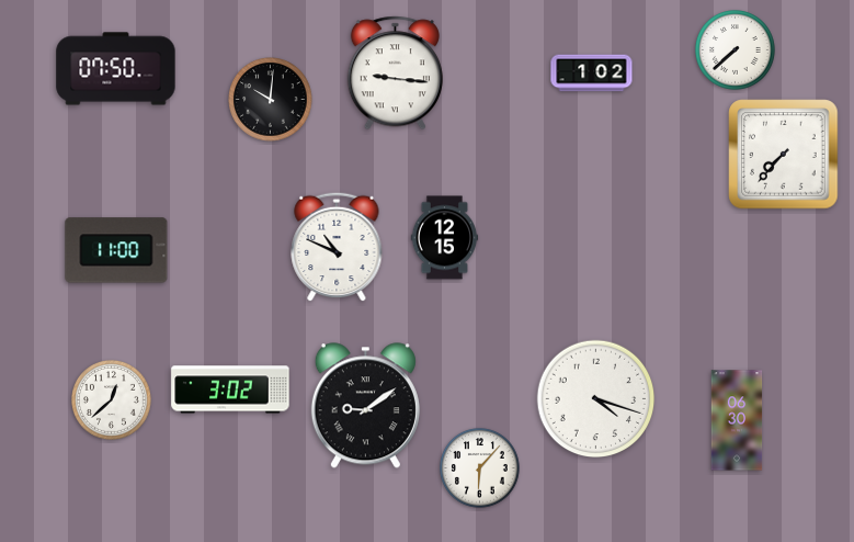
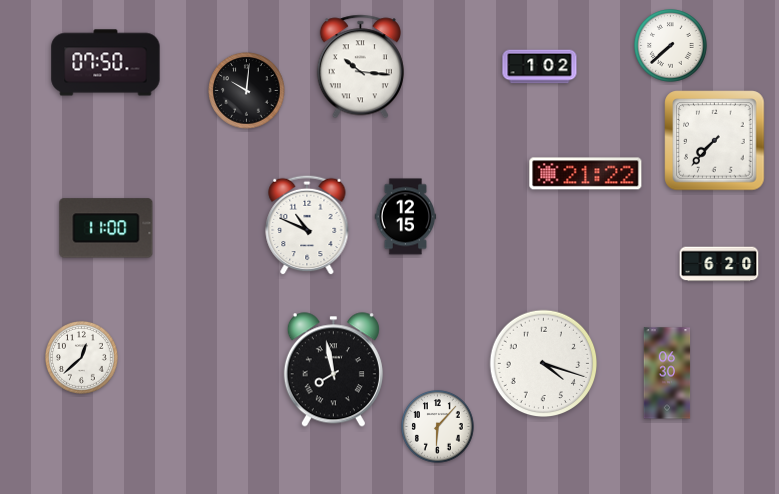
clock at (395, 74): 9:16 -> 10:16
clock at (586, 174): none -> 21:22
clock at (719, 264): none -> 6:20
clock at (230, 389): 3:02 -> none
clock at (112, 400) position: (112, 400) -> (82, 358)
clock at (365, 406): 9:09 -> 7:58
clock at (737, 420) position: (737, 420) -> (667, 373)
